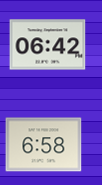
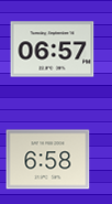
clock at (48, 45): 06:42 -> 06:57
